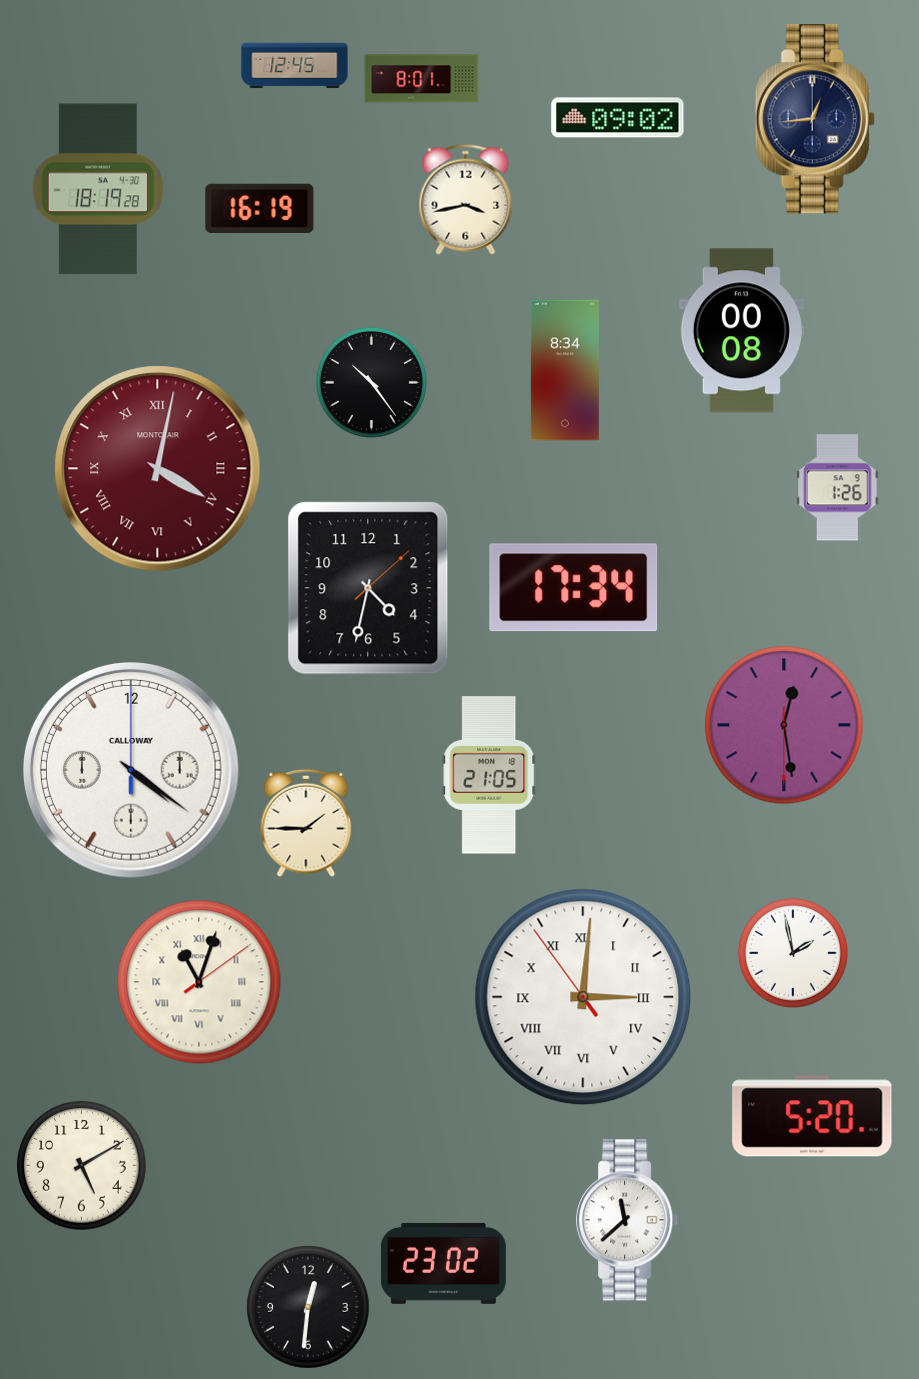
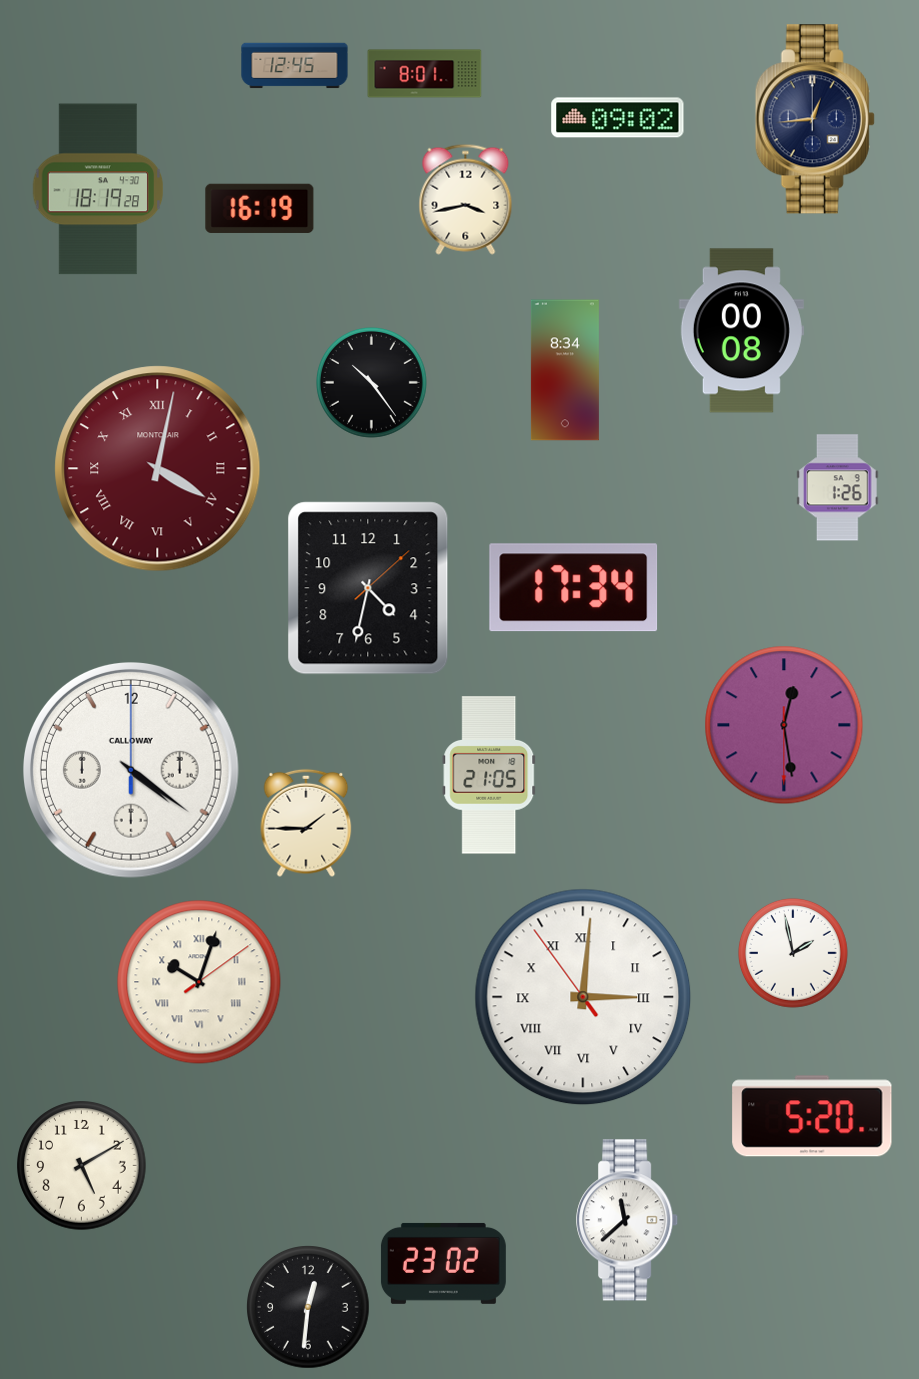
clock at (422, 79) position: (422, 79) -> (425, 74)
clock at (199, 982): 11:03 -> 10:03
